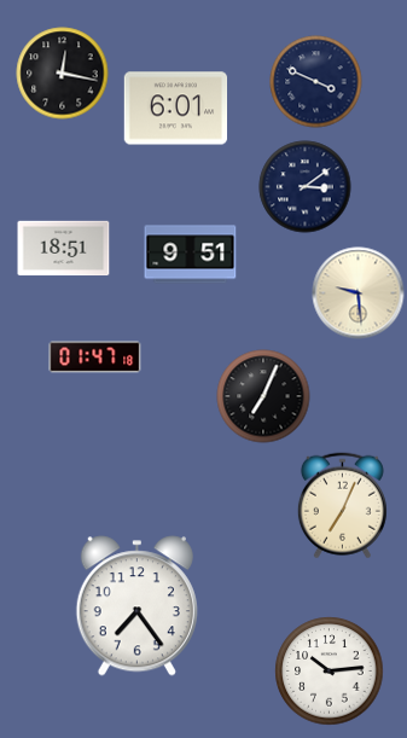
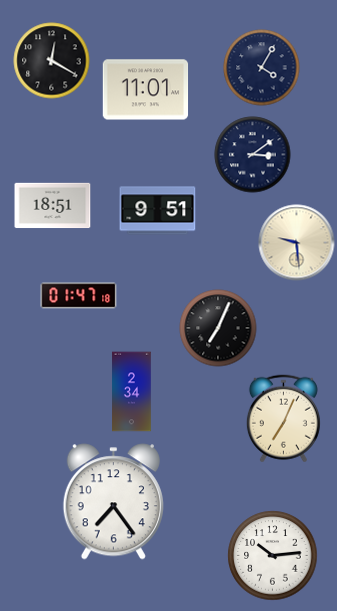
clock at (63, 74): 12:17 -> 12:20
clock at (316, 82): 3:49 -> 4:05
clock at (176, 109): 6:01 -> 11:01
clock at (132, 392): none -> 2:34
